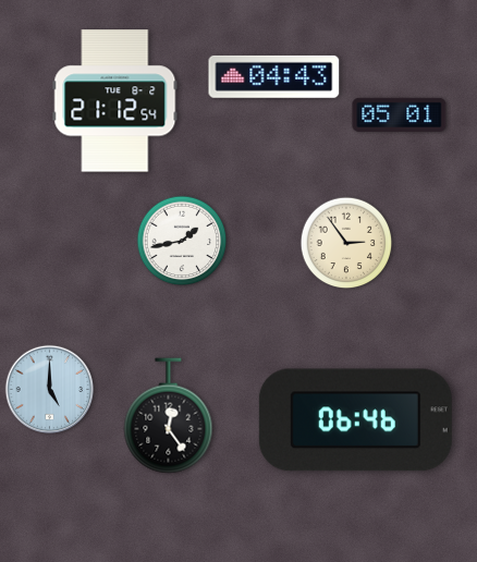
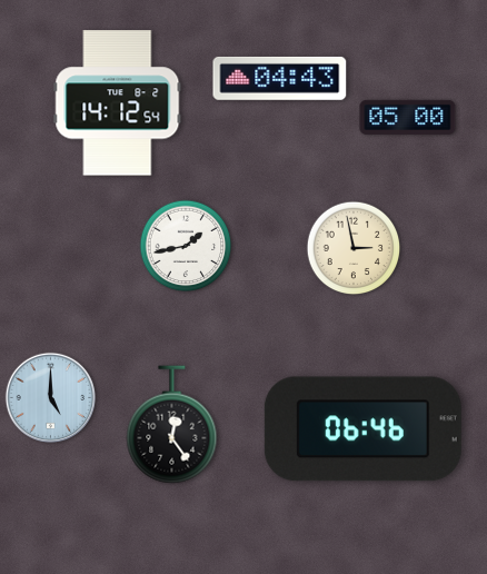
clock at (115, 101): 21:12 -> 14:12
clock at (400, 114): 05:01 -> 05:00
clock at (346, 243): 2:54 -> 2:58
